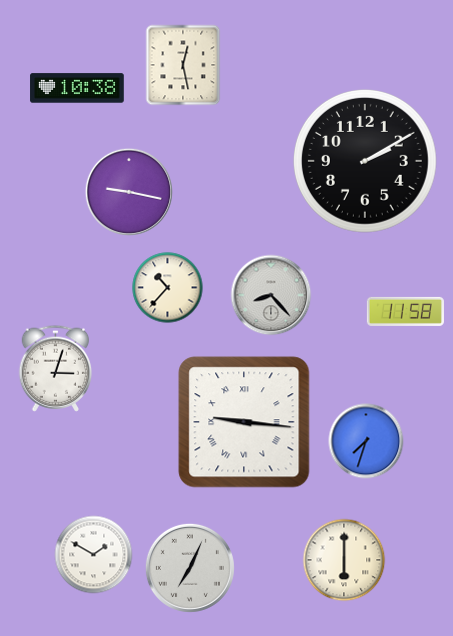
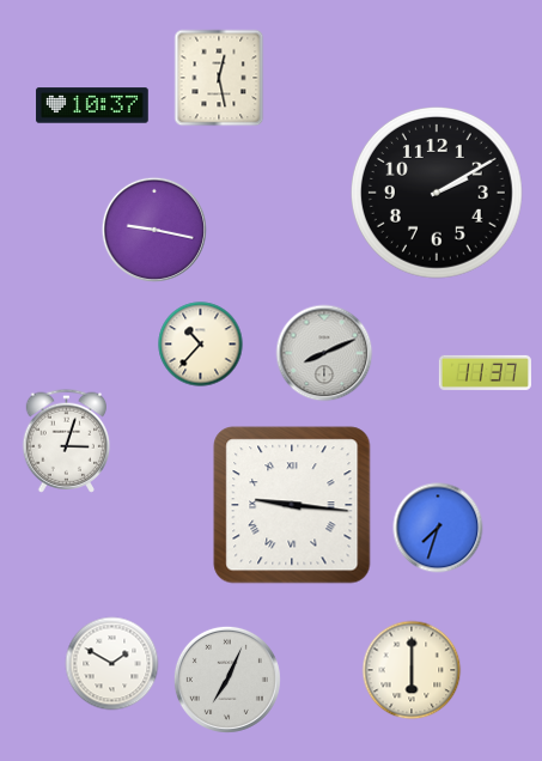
clock at (77, 88): 10:38 -> 10:37
clock at (271, 295): 8:23 -> 8:11
clock at (405, 311): 11:58 -> 11:37
